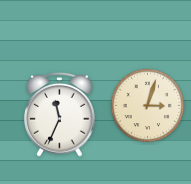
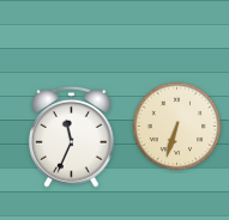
clock at (148, 106): 3:03 -> 6:33
